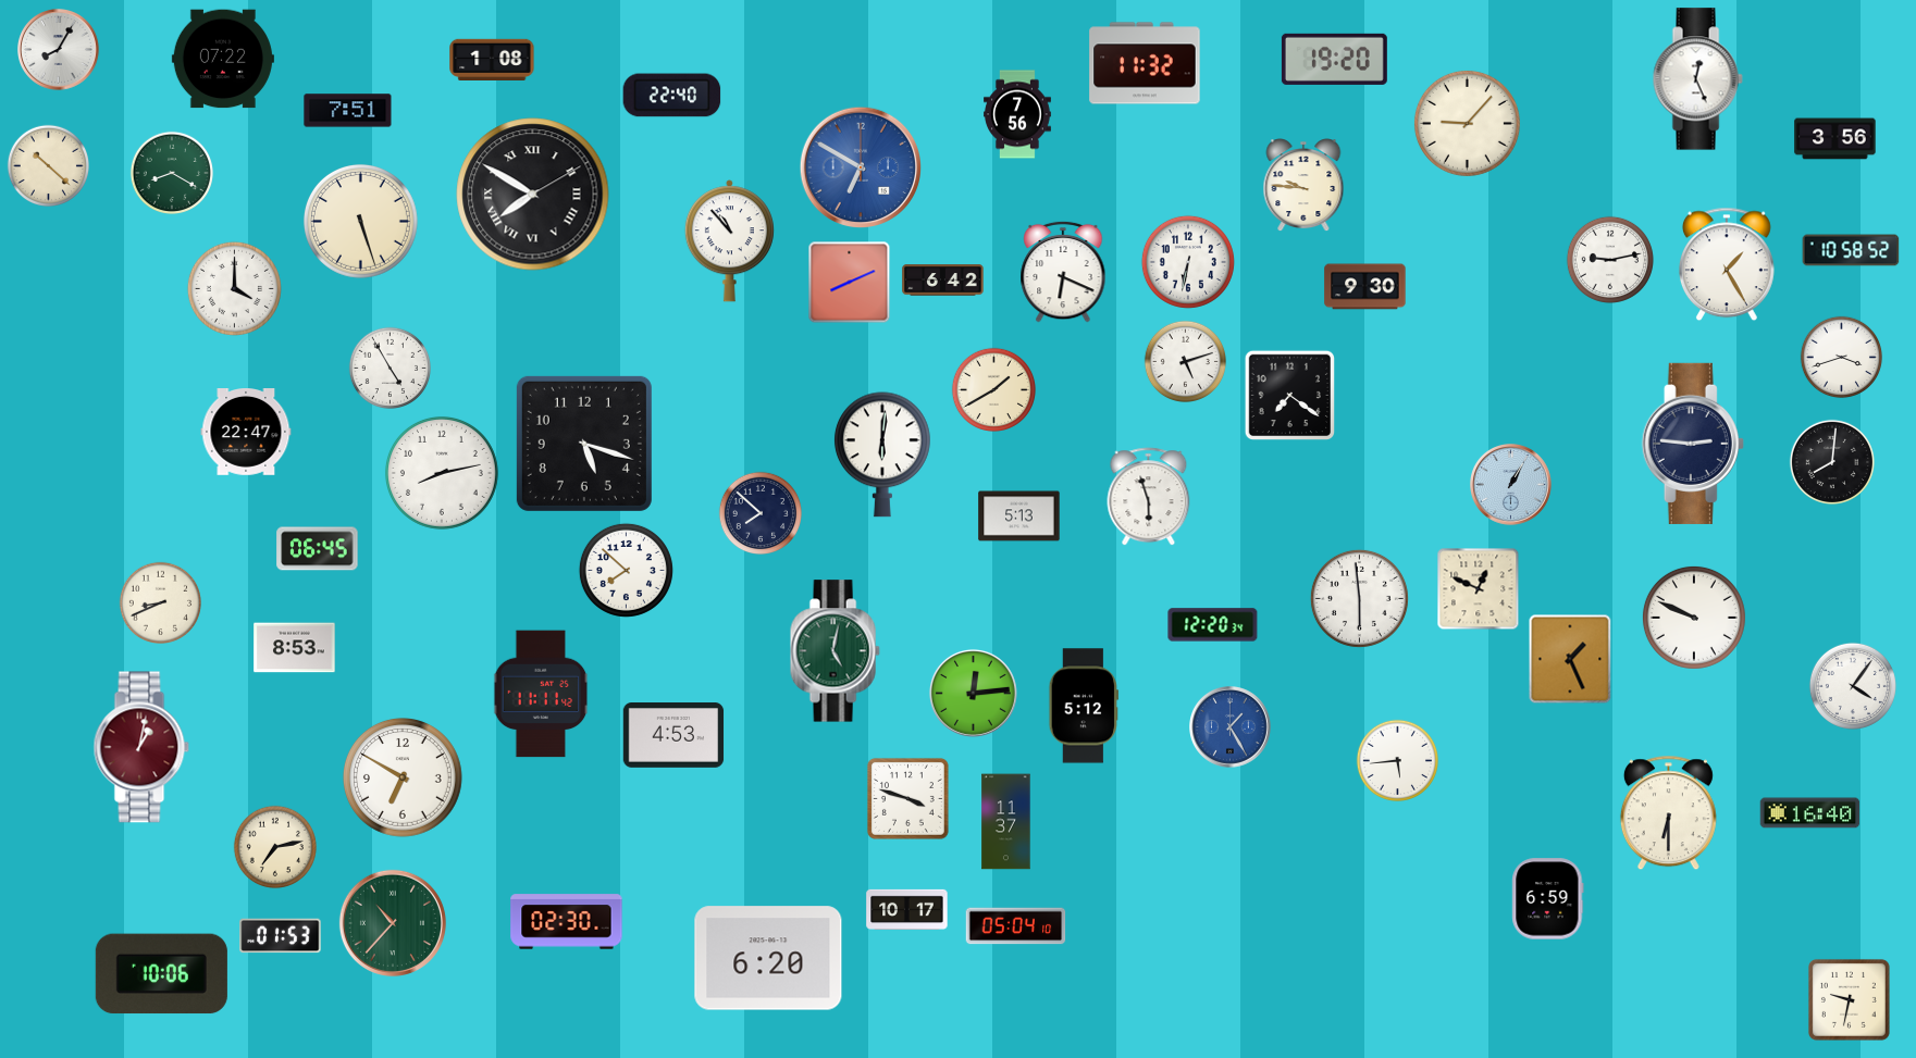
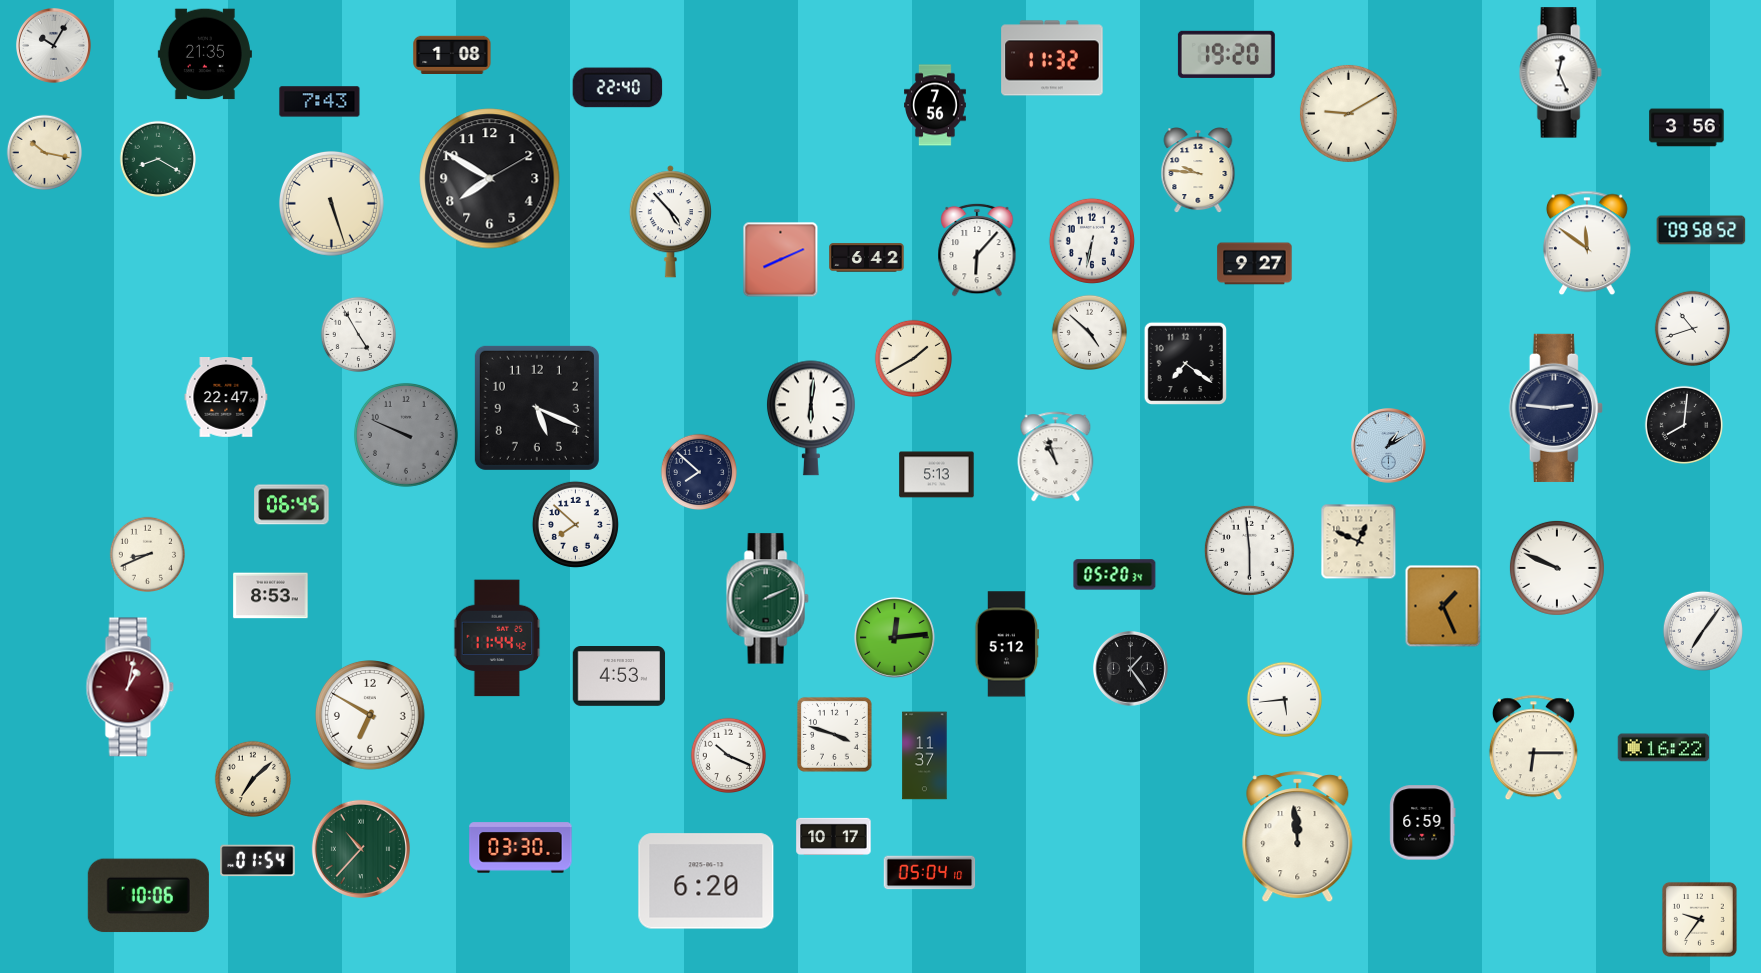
clock at (59, 50): 8:05 -> 10:05
clock at (223, 59): 07:22 -> 21:35
clock at (348, 111): 7:51 -> 7:43
clock at (1467, 123): 9:07 -> 9:10
clock at (48, 165): 10:22 -> 10:17
clock at (860, 166): 6:50 -> none
clock at (533, 195) numerals: Roman -> Arabic
clock at (729, 241): 10:53 -> 4:53
clock at (1851, 250): 10:58 -> 09:58
clock at (1610, 260): 9:13 -> none
clock at (1727, 264): 1:25 -> 11:51
clock at (1063, 272): 6:19 -> 6:07
clock at (1365, 287): 9:30 -> 9:27
clock at (234, 288): 4:00 -> none
clock at (1841, 357): 3:42 -> 10:42
clock at (1185, 361): 5:12 -> 4:52
clock at (390, 368) position: (390, 368) -> (358, 334)
clock at (584, 444): 5:18 -> 5:19
clock at (442, 473): 8:13 -> 9:49
clock at (442, 473) dial: white -> grey
clock at (1511, 485): 1:05 -> 1:10
clock at (1149, 497): 5:57 -> 10:57
clock at (1213, 625): 12:20 -> 05:20
clock at (835, 651): 5:02 -> 2:11
clock at (1853, 686): 4:06 -> 7:06
clock at (541, 694): 11:11 -> 11:44
clock at (1083, 706) position: (1083, 706) -> (1006, 644)
clock at (1231, 727): 1:25 -> 1:24
clock at (1231, 727) dial: blue -> black
clock at (1668, 813): 6:30 -> 6:15
clock at (1810, 813): 16:40 -> 16:22
clock at (728, 755): none -> 10:19
clock at (274, 846): 7:13 -> 7:08
clock at (1548, 899) position: (1548, 899) -> (1423, 823)
clock at (1298, 837): none -> 11:59
clock at (567, 922): 02:30 -> 03:30
clock at (1016, 926) position: (1016, 926) -> (930, 873)
clock at (281, 936): 01:53 -> 01:54
clock at (1849, 999): 9:32 -> 9:36
